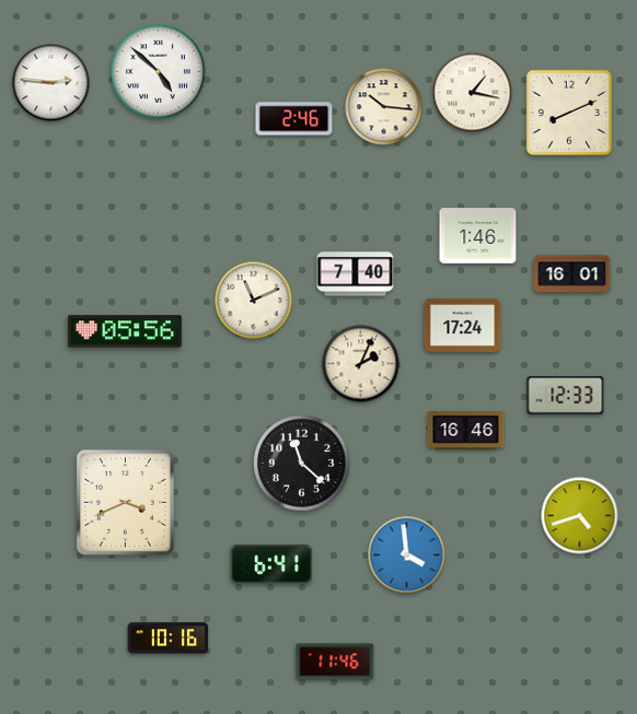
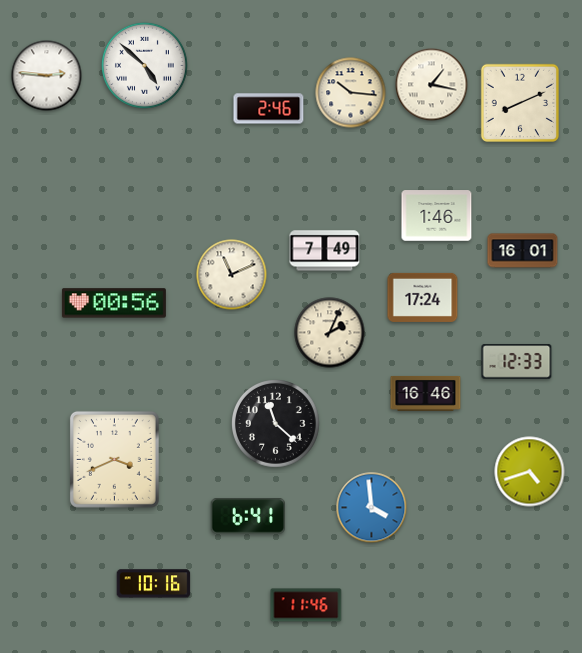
clock at (384, 107) position: (384, 107) -> (351, 93)
clock at (356, 274): 7:40 -> 7:49
clock at (125, 331): 05:56 -> 00:56
